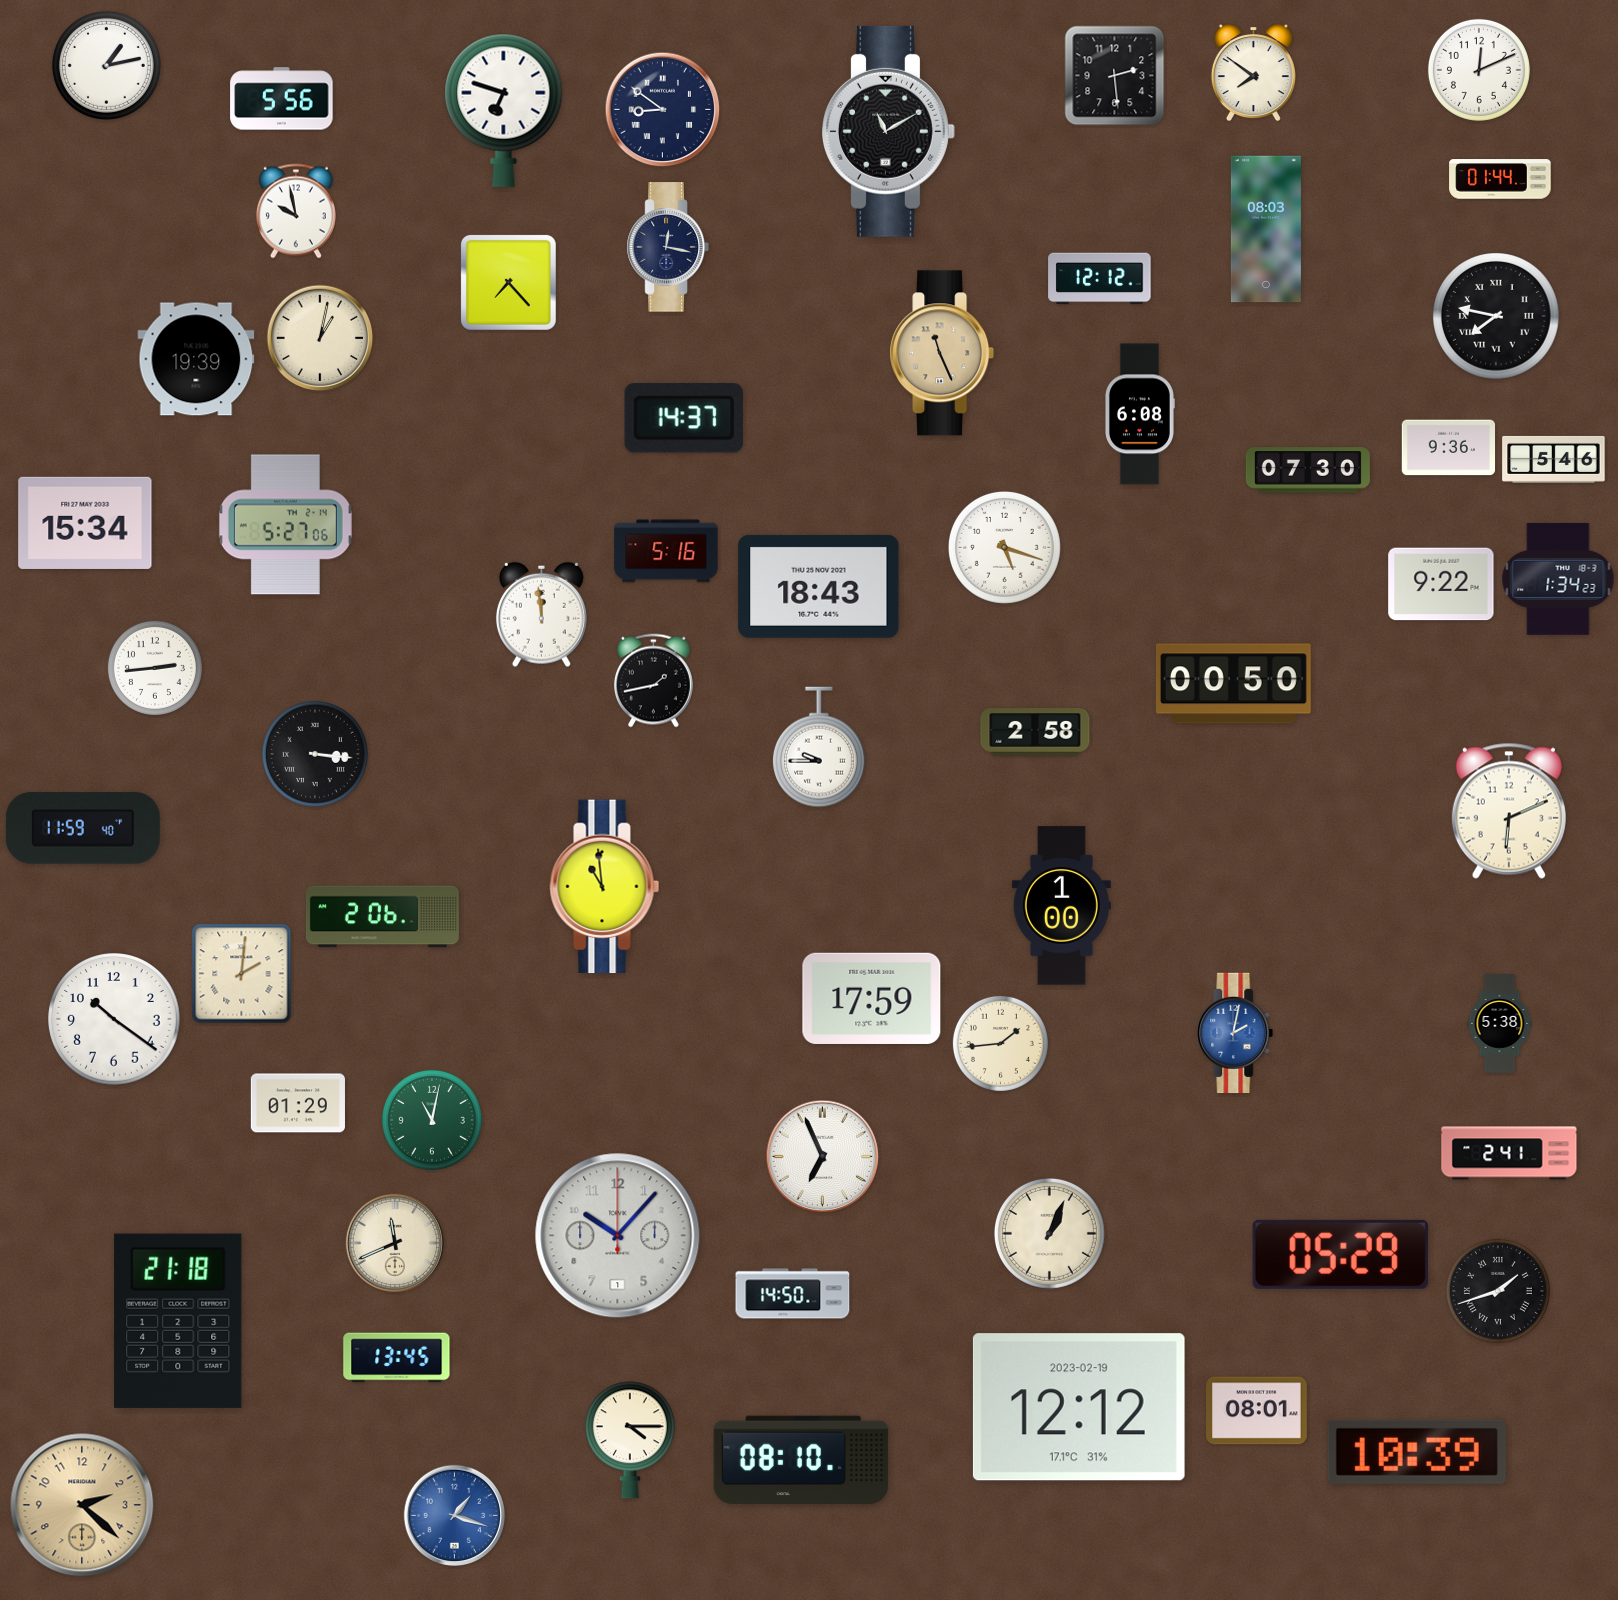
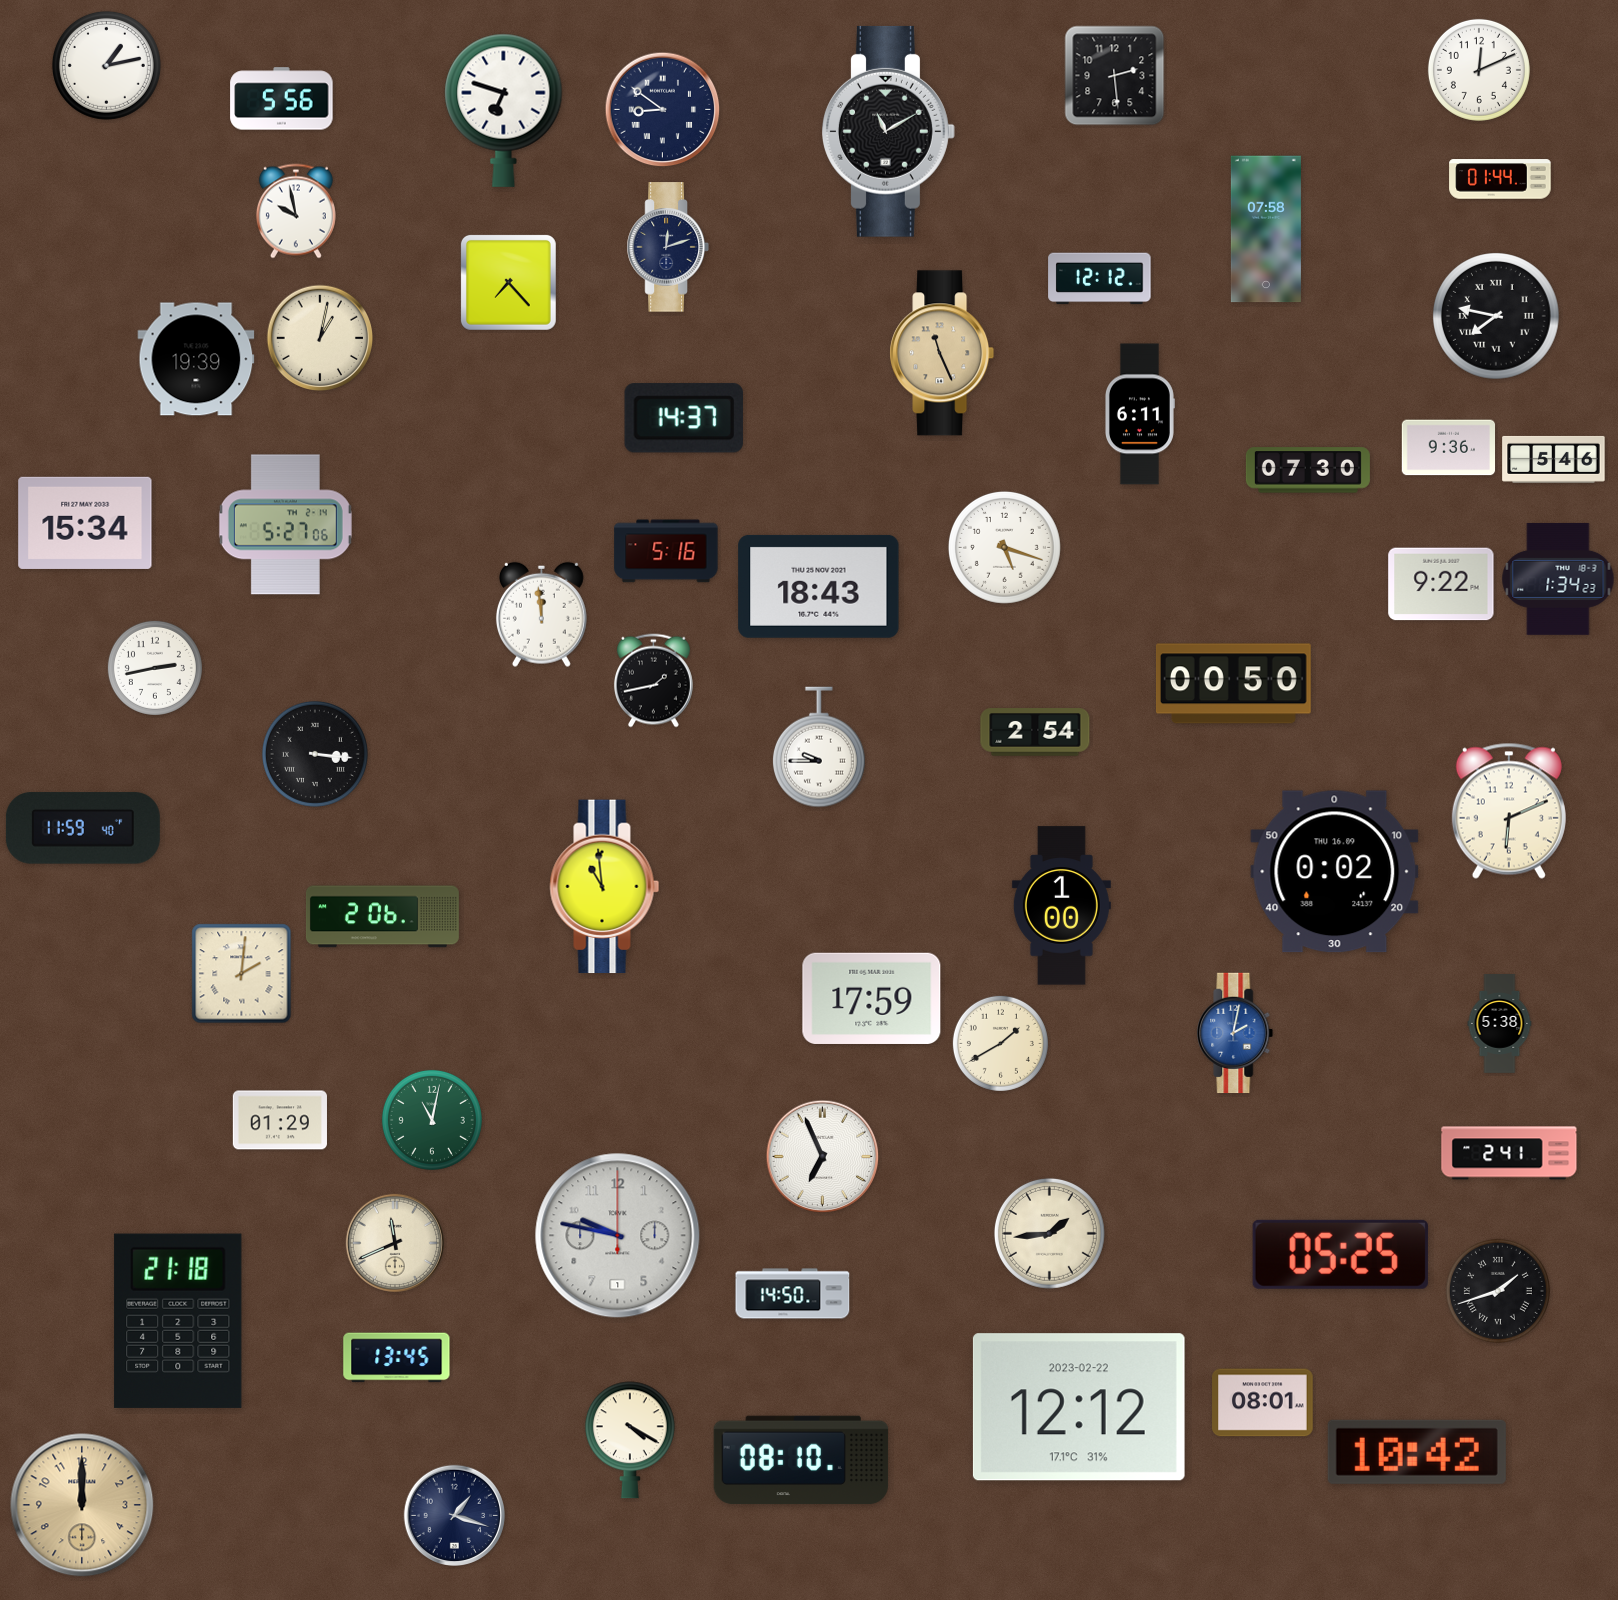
clock at (1253, 73): 7:51 -> none
clock at (1266, 229): 08:03 -> 07:58
clock at (668, 247): 12:17 -> 12:12
clock at (1139, 414): 6:08 -> 6:11
clock at (155, 668): 2:44 -> 2:43
clock at (1035, 732): 2:58 -> 2:54
clock at (1335, 872): none -> 0:02
clock at (114, 1019): 10:21 -> none
clock at (1000, 1043): 1:44 -> 1:40
clock at (297, 1103) position: (297, 1103) -> (279, 1120)
clock at (1049, 1233): 1:04 -> 1:44
clock at (618, 1236): 10:07 -> 9:47
clock at (1340, 1254): 05:29 -> 05:25
clock at (1079, 1407) date: 2023-02-19 -> 2023-02-22
clock at (1257, 1411) position: (1257, 1411) -> (1263, 1403)
clock at (630, 1440): 4:15 -> 4:20
clock at (1417, 1452): 10:39 -> 10:42
clock at (82, 1505): 2:22 -> 12:00
clock at (454, 1515) dial: blue -> navy
